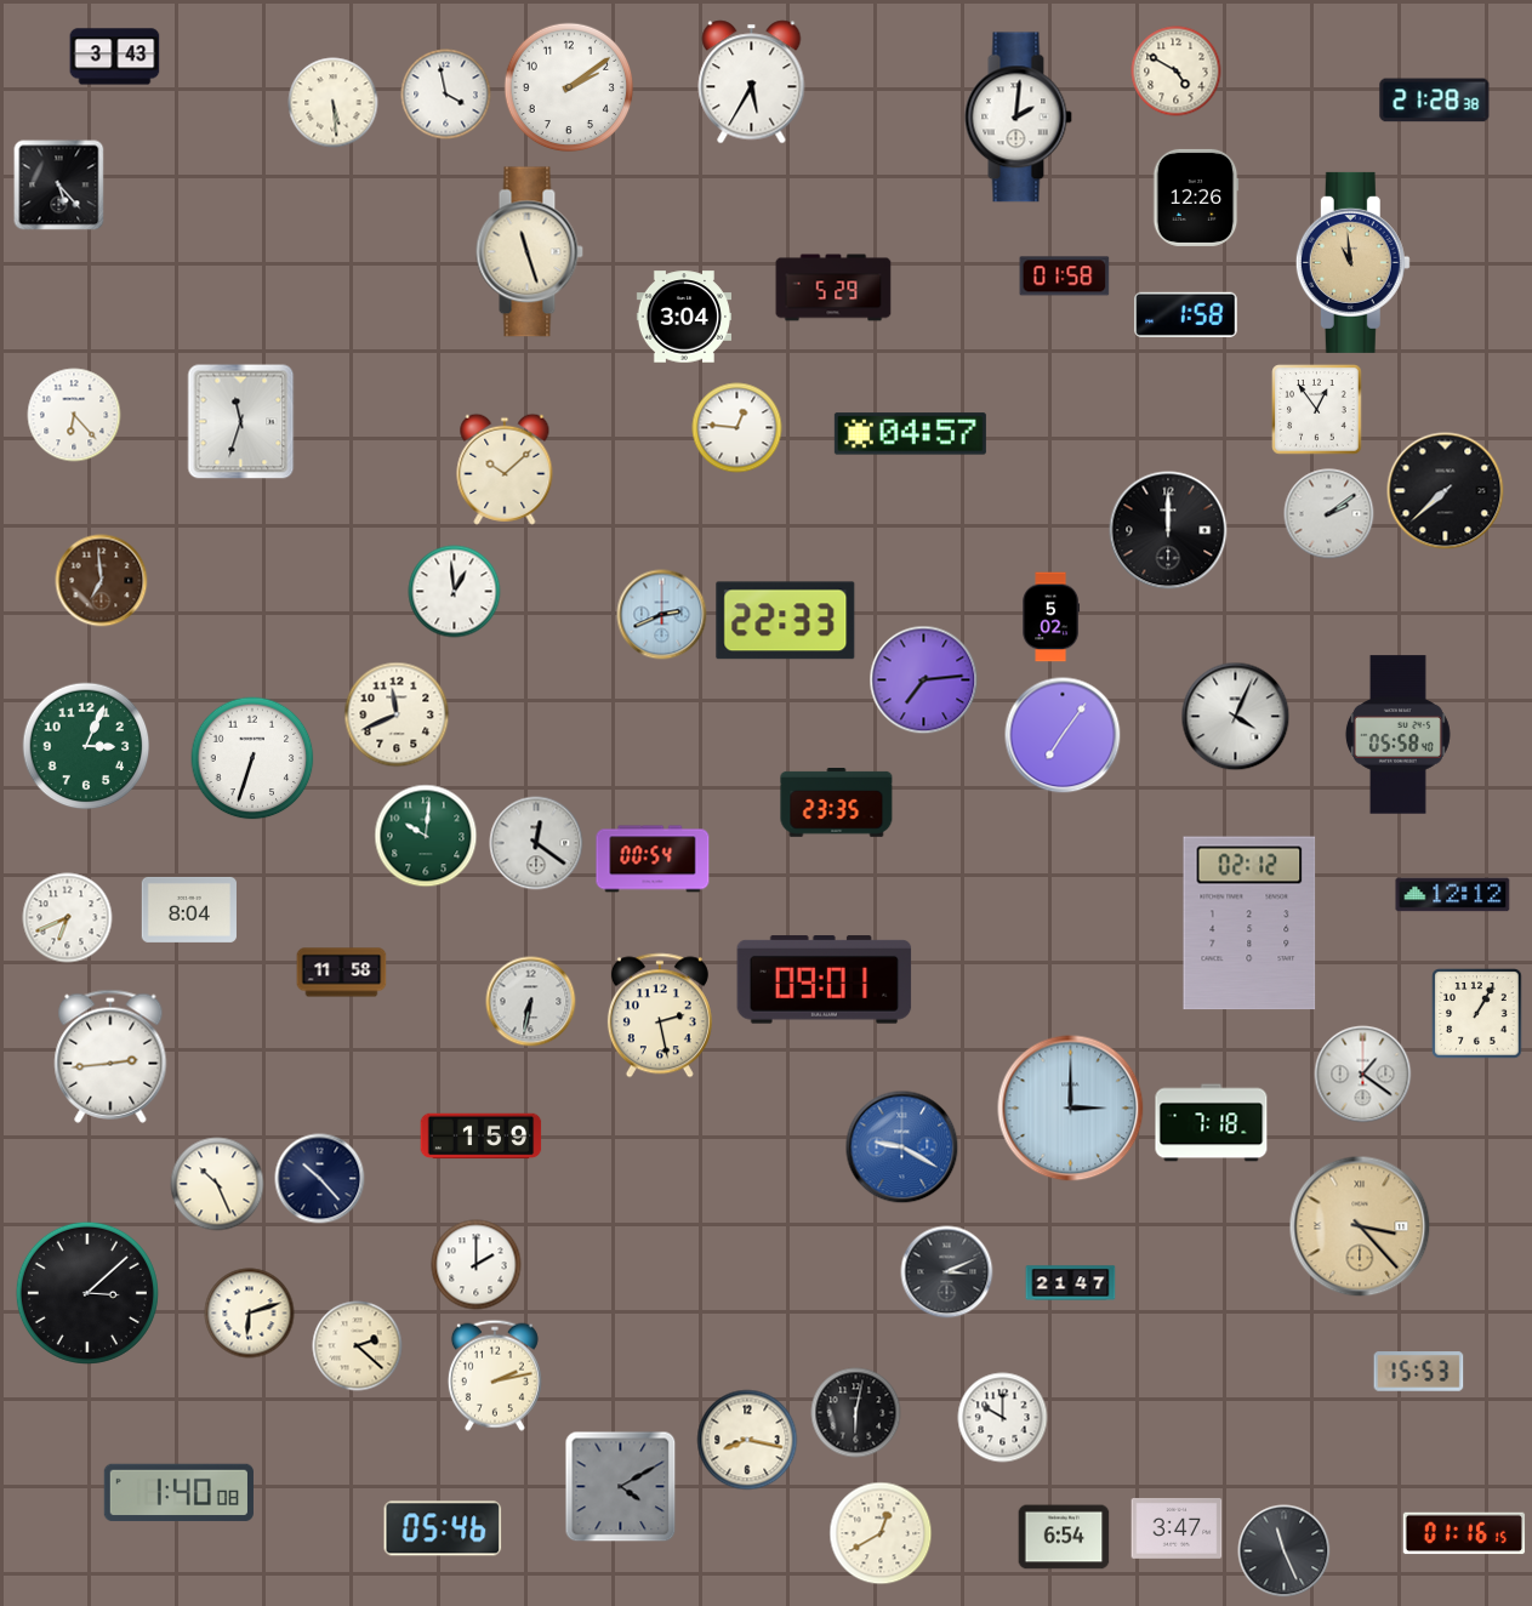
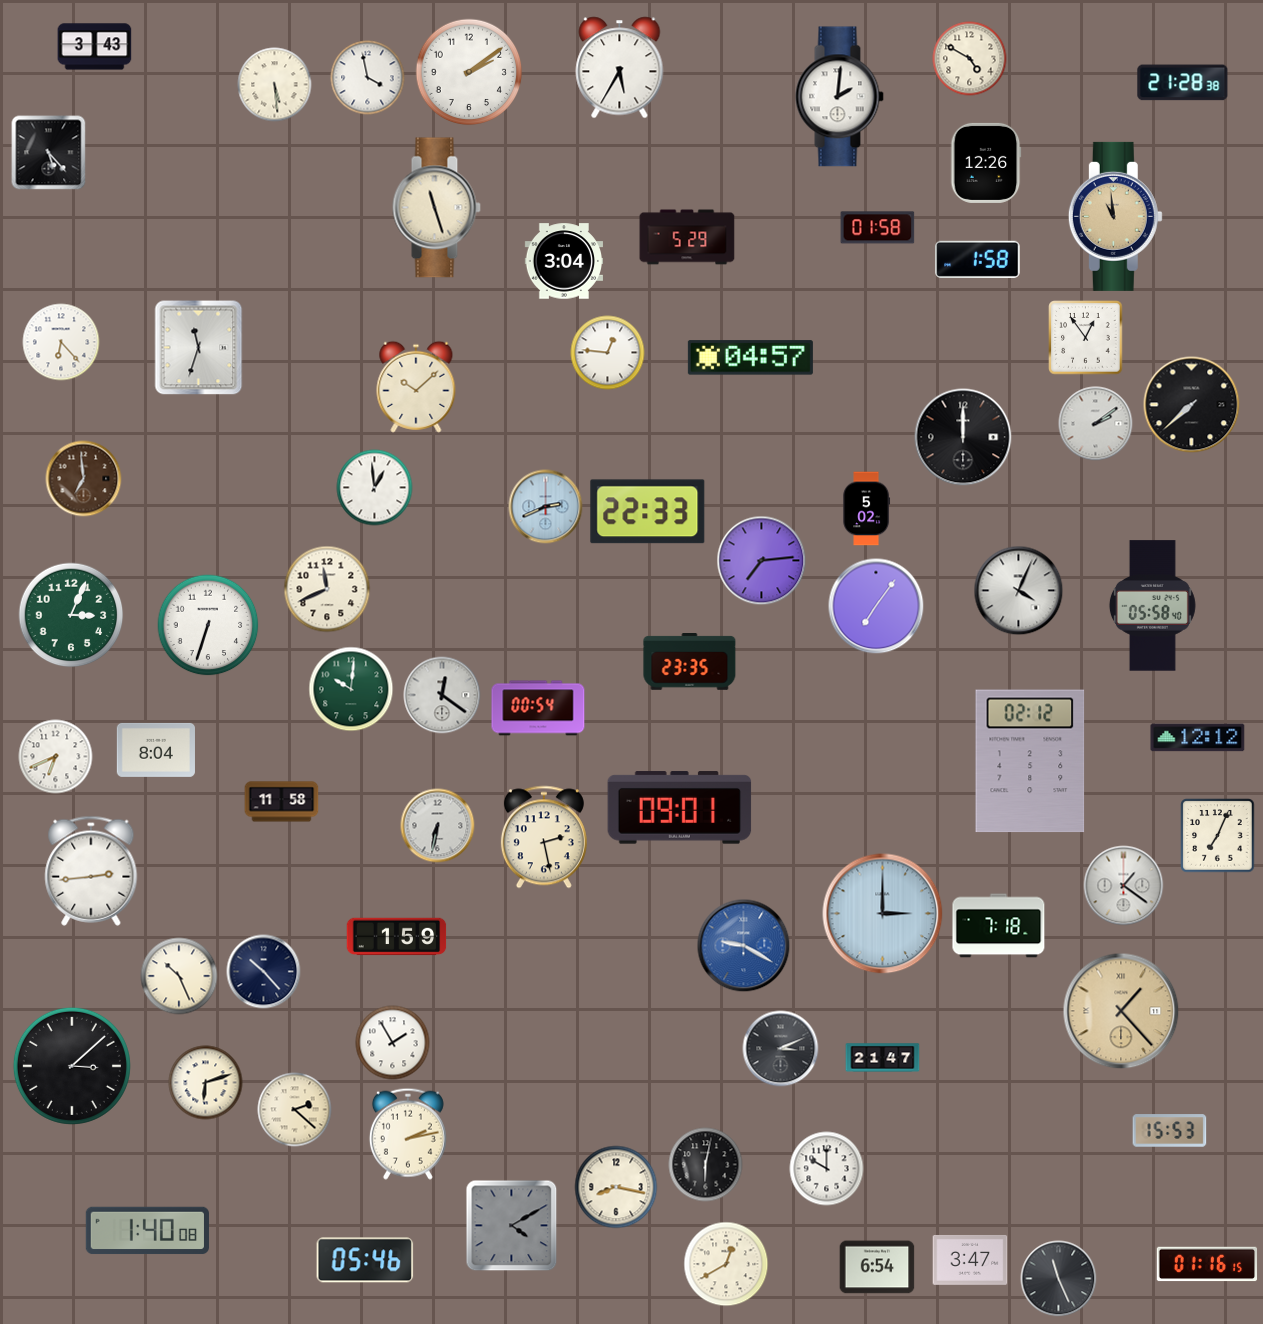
clock at (1477, 1014): 1:05 -> 7:04
clock at (1360, 1226): 3:23 -> 1:23
clock at (477, 1265): 2:00 -> 1:55
